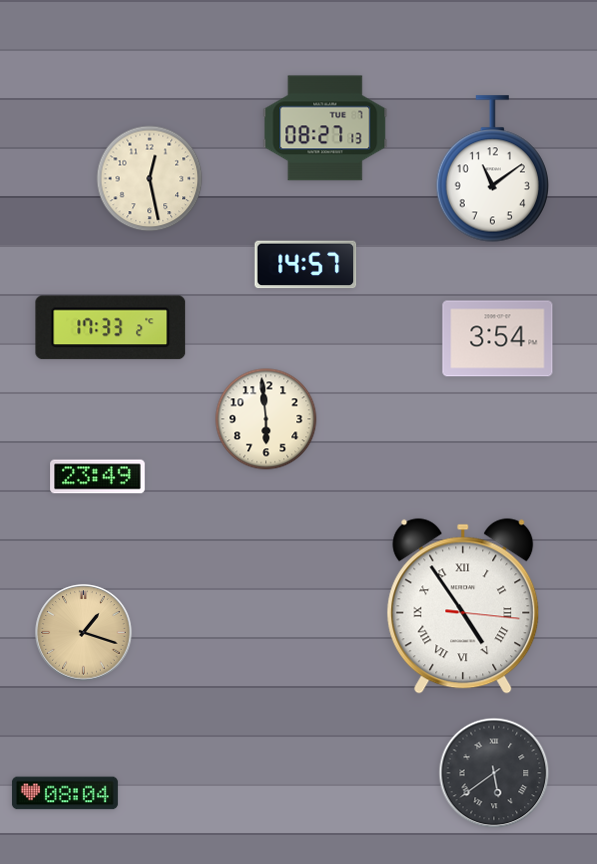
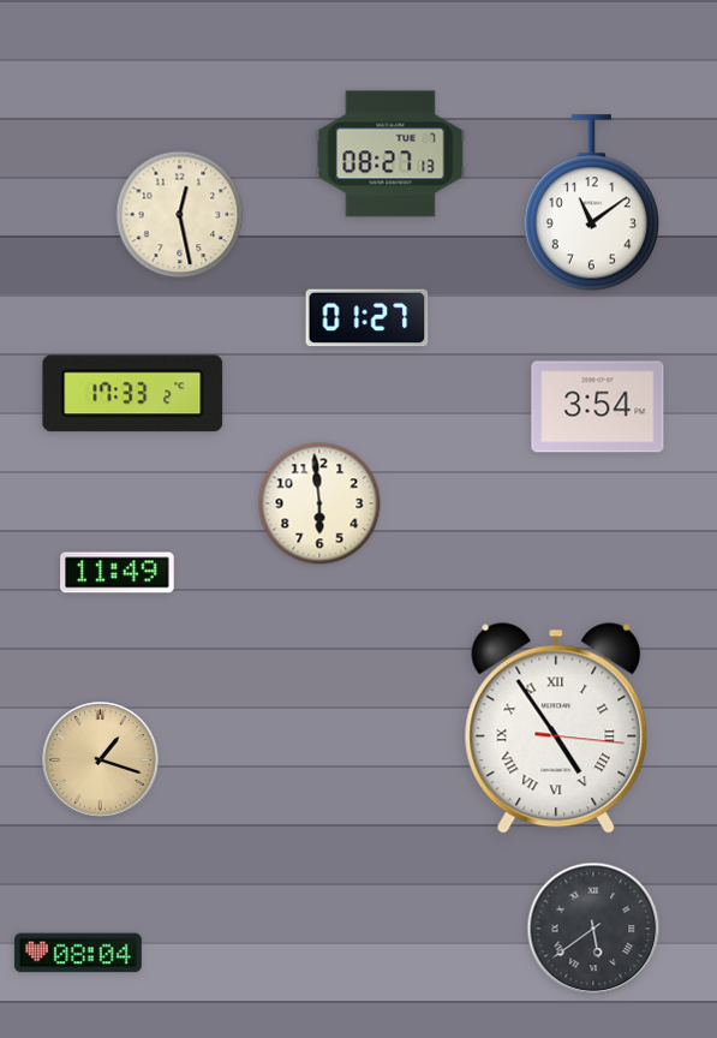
clock at (306, 265): 14:57 -> 01:27
clock at (98, 477): 23:49 -> 11:49
